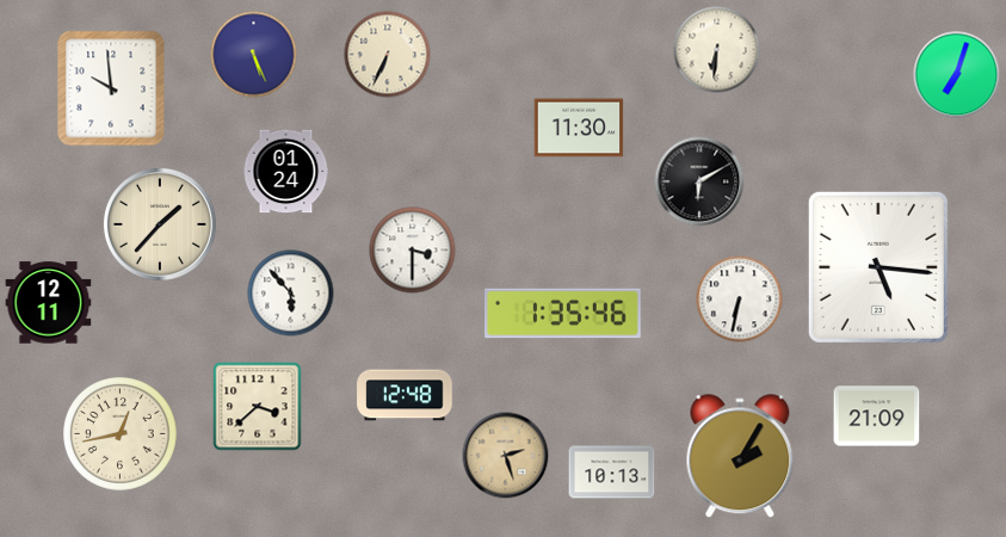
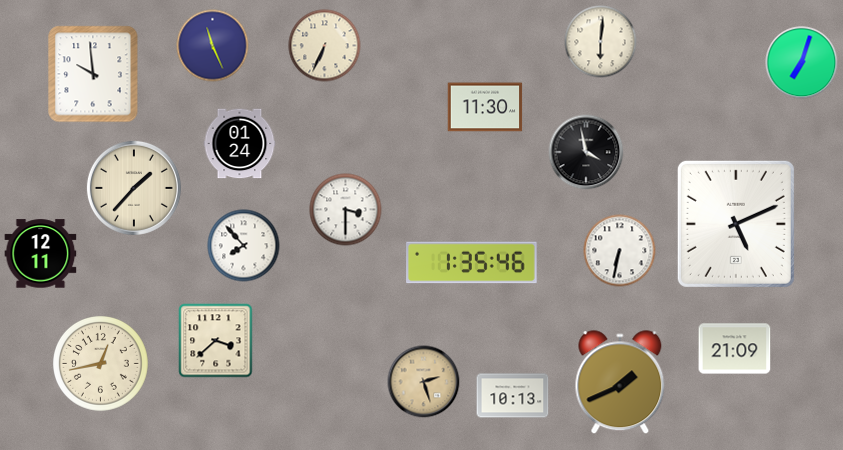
clock at (717, 50): 6:31 -> 6:01
clock at (254, 55): 5:26 -> 11:26
clock at (699, 181): 6:10 -> 3:58
clock at (878, 267): 5:16 -> 5:11
clock at (291, 294): 5:53 -> 7:53
clock at (405, 395): 12:48 -> none
clock at (740, 457): 2:05 -> 1:41
